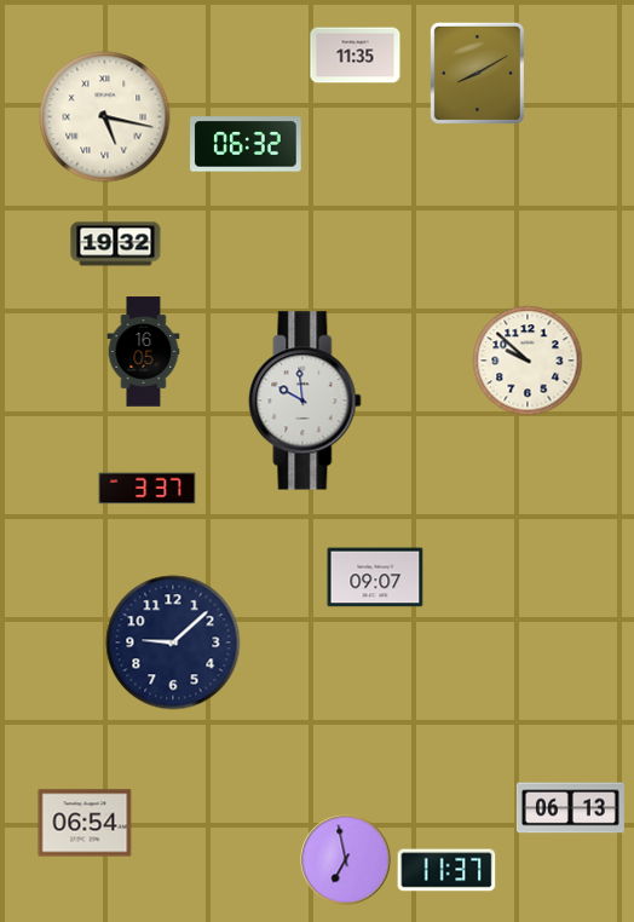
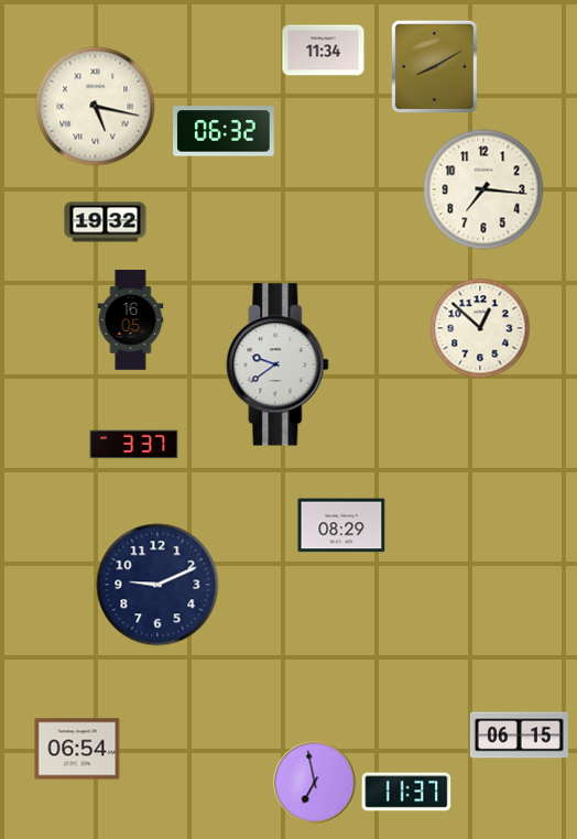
clock at (356, 56): 11:35 -> 11:34
clock at (483, 189): none -> 7:16
clock at (528, 361): 9:52 -> 12:52
clock at (305, 401): 9:59 -> 9:39
clock at (375, 577): 09:07 -> 08:29
clock at (173, 642): 9:08 -> 9:11
clock at (570, 808): 06:13 -> 06:15
